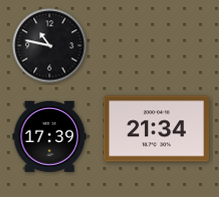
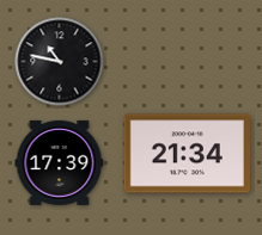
clock at (50, 46) position: (50, 46) -> (60, 62)
